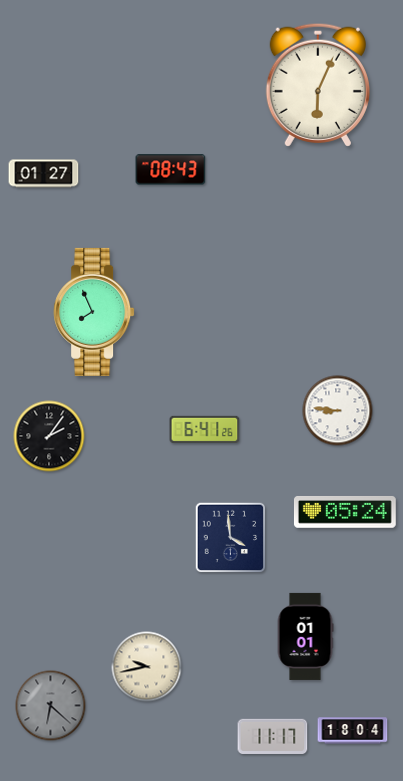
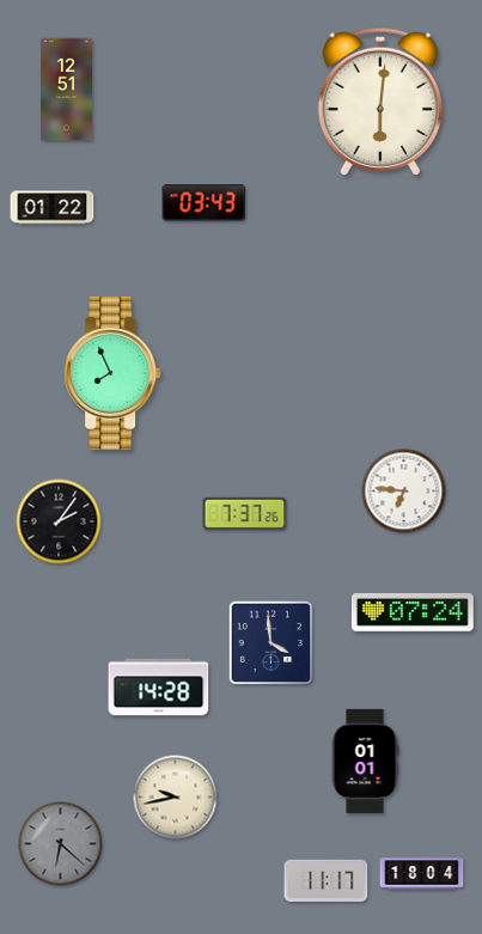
clock at (66, 90): none -> 12:51
clock at (318, 85): 6:04 -> 6:01
clock at (171, 170): 08:43 -> 03:43
clock at (44, 174): 01:27 -> 01:22
clock at (338, 411): 8:46 -> 6:46
clock at (205, 429): 6:41 -> 7:37
clock at (345, 512): 05:24 -> 07:24
clock at (231, 538) position: (231, 538) -> (271, 643)
clock at (159, 688): none -> 14:28
